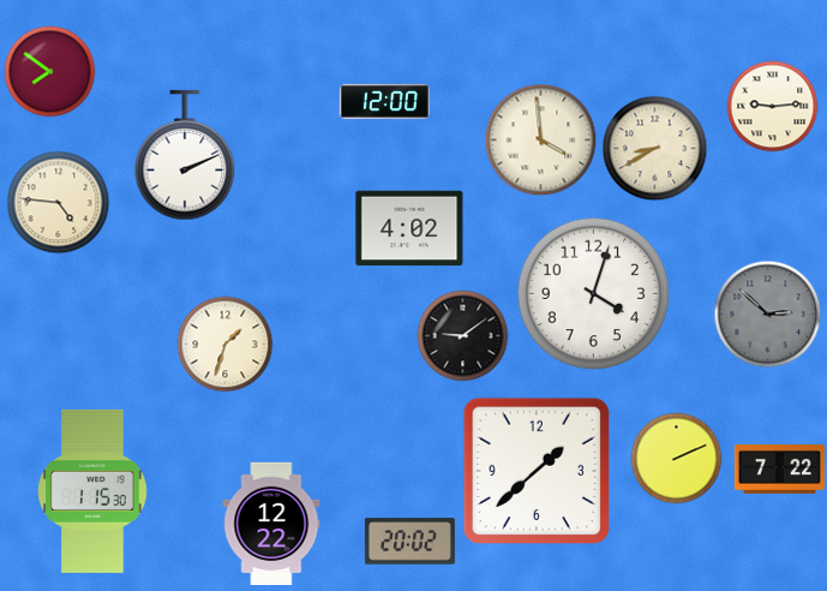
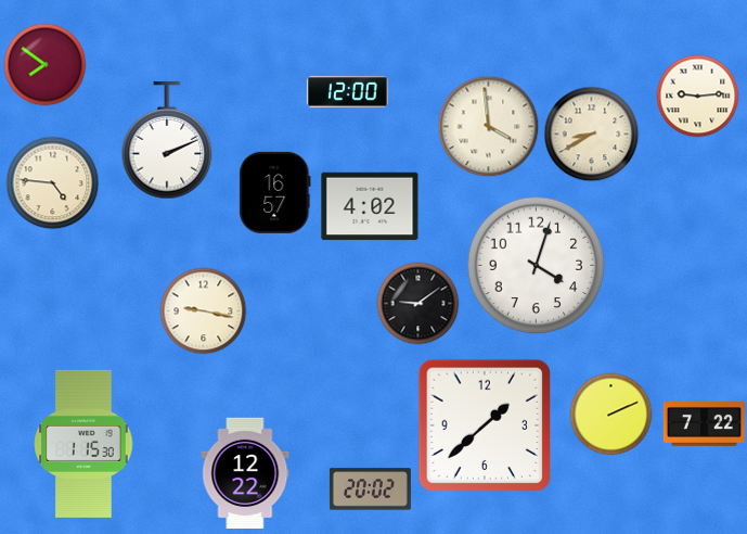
clock at (275, 192): none -> 16:57
clock at (768, 315): 2:52 -> none
clock at (226, 345): 1:33 -> 9:17
